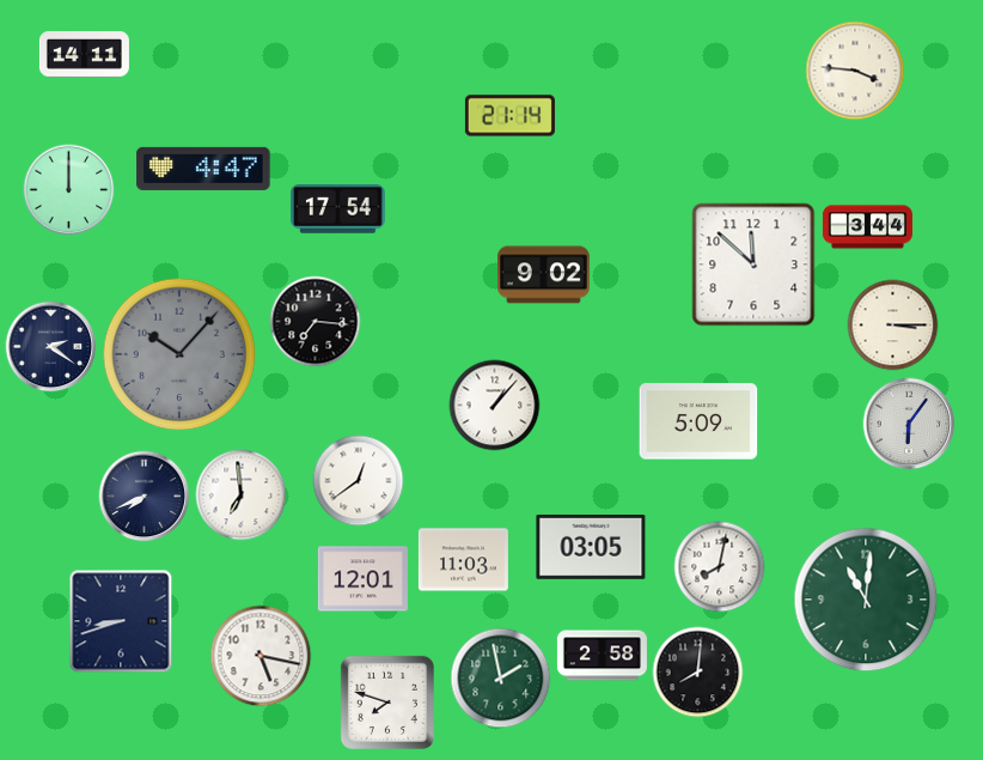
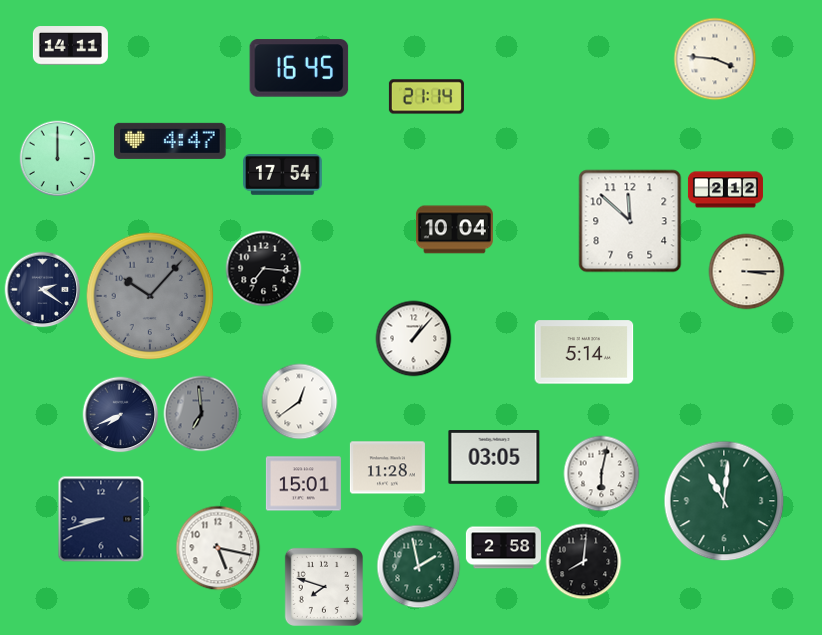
clock at (299, 68): none -> 16:45
clock at (867, 227): 3:44 -> 2:12
clock at (543, 275): 9:02 -> 10:04
clock at (698, 421): 5:09 -> 5:14
clock at (909, 424): 6:06 -> none
clock at (242, 495) dial: white -> grey
clock at (463, 560): 11:03 -> 11:28
clock at (720, 567): 8:02 -> 6:02
clock at (362, 579): 12:01 -> 15:01
